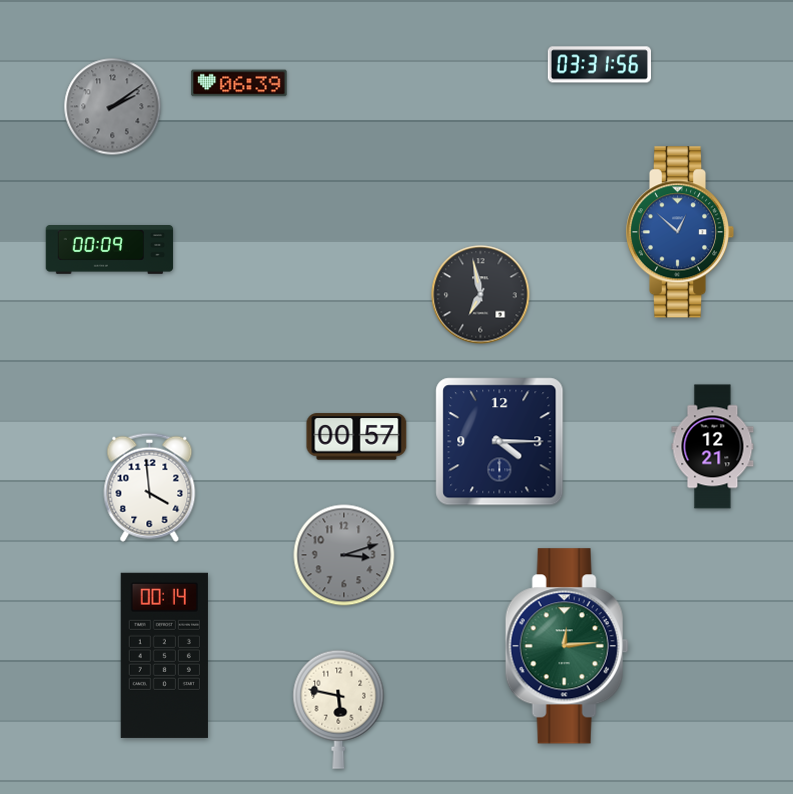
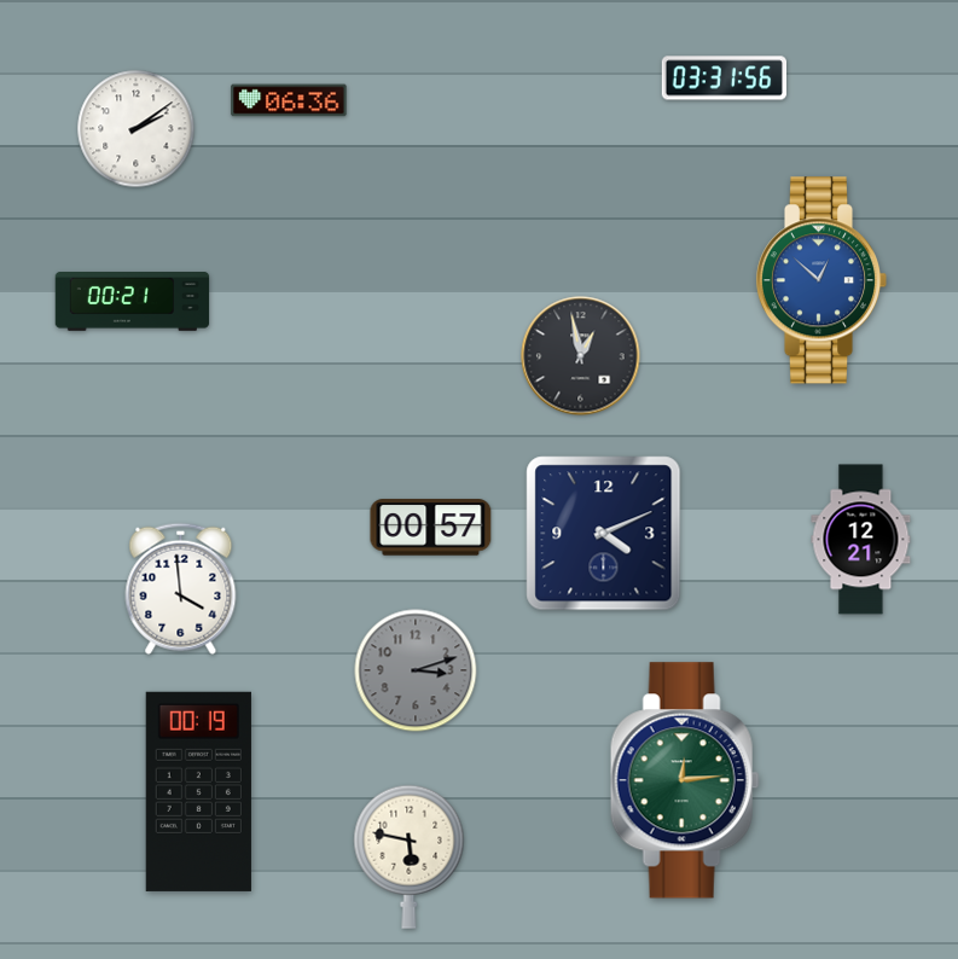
clock at (239, 83): 06:39 -> 06:36
clock at (113, 107) dial: grey -> white
clock at (110, 250): 00:09 -> 00:21
clock at (481, 295): 6:58 -> 12:58
clock at (500, 442): 4:15 -> 4:11
clock at (164, 655): 00:14 -> 00:19
